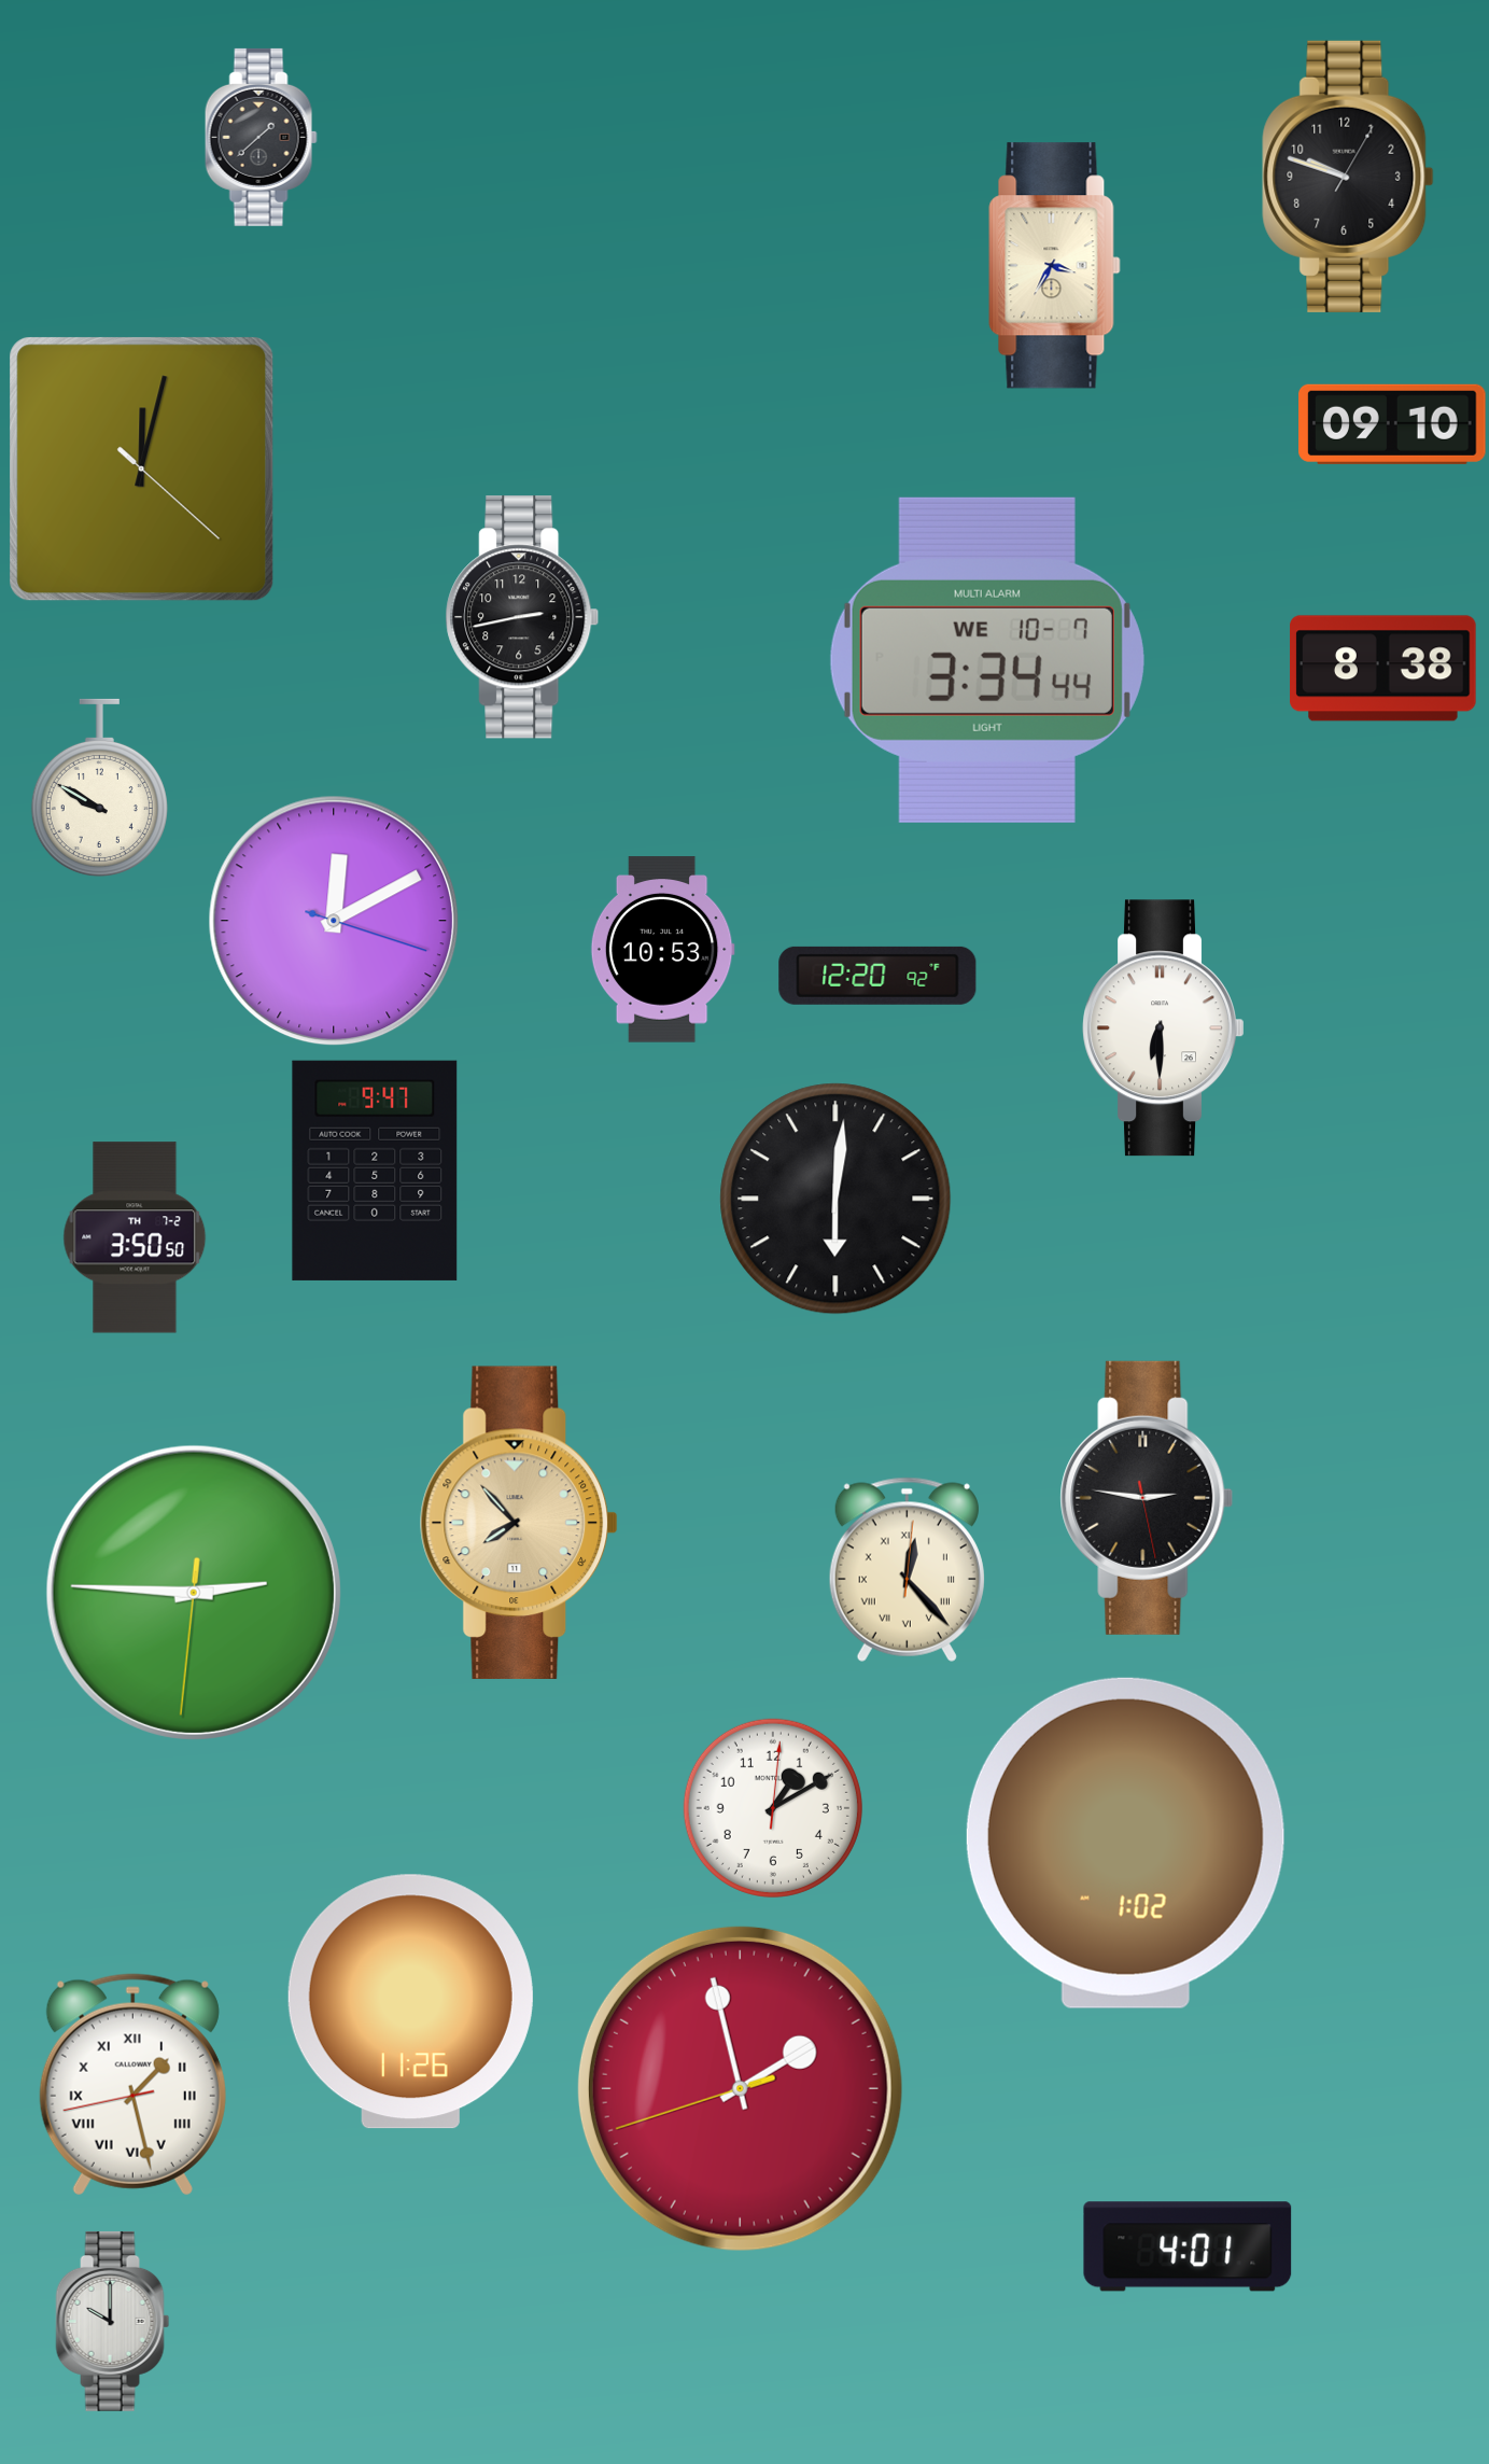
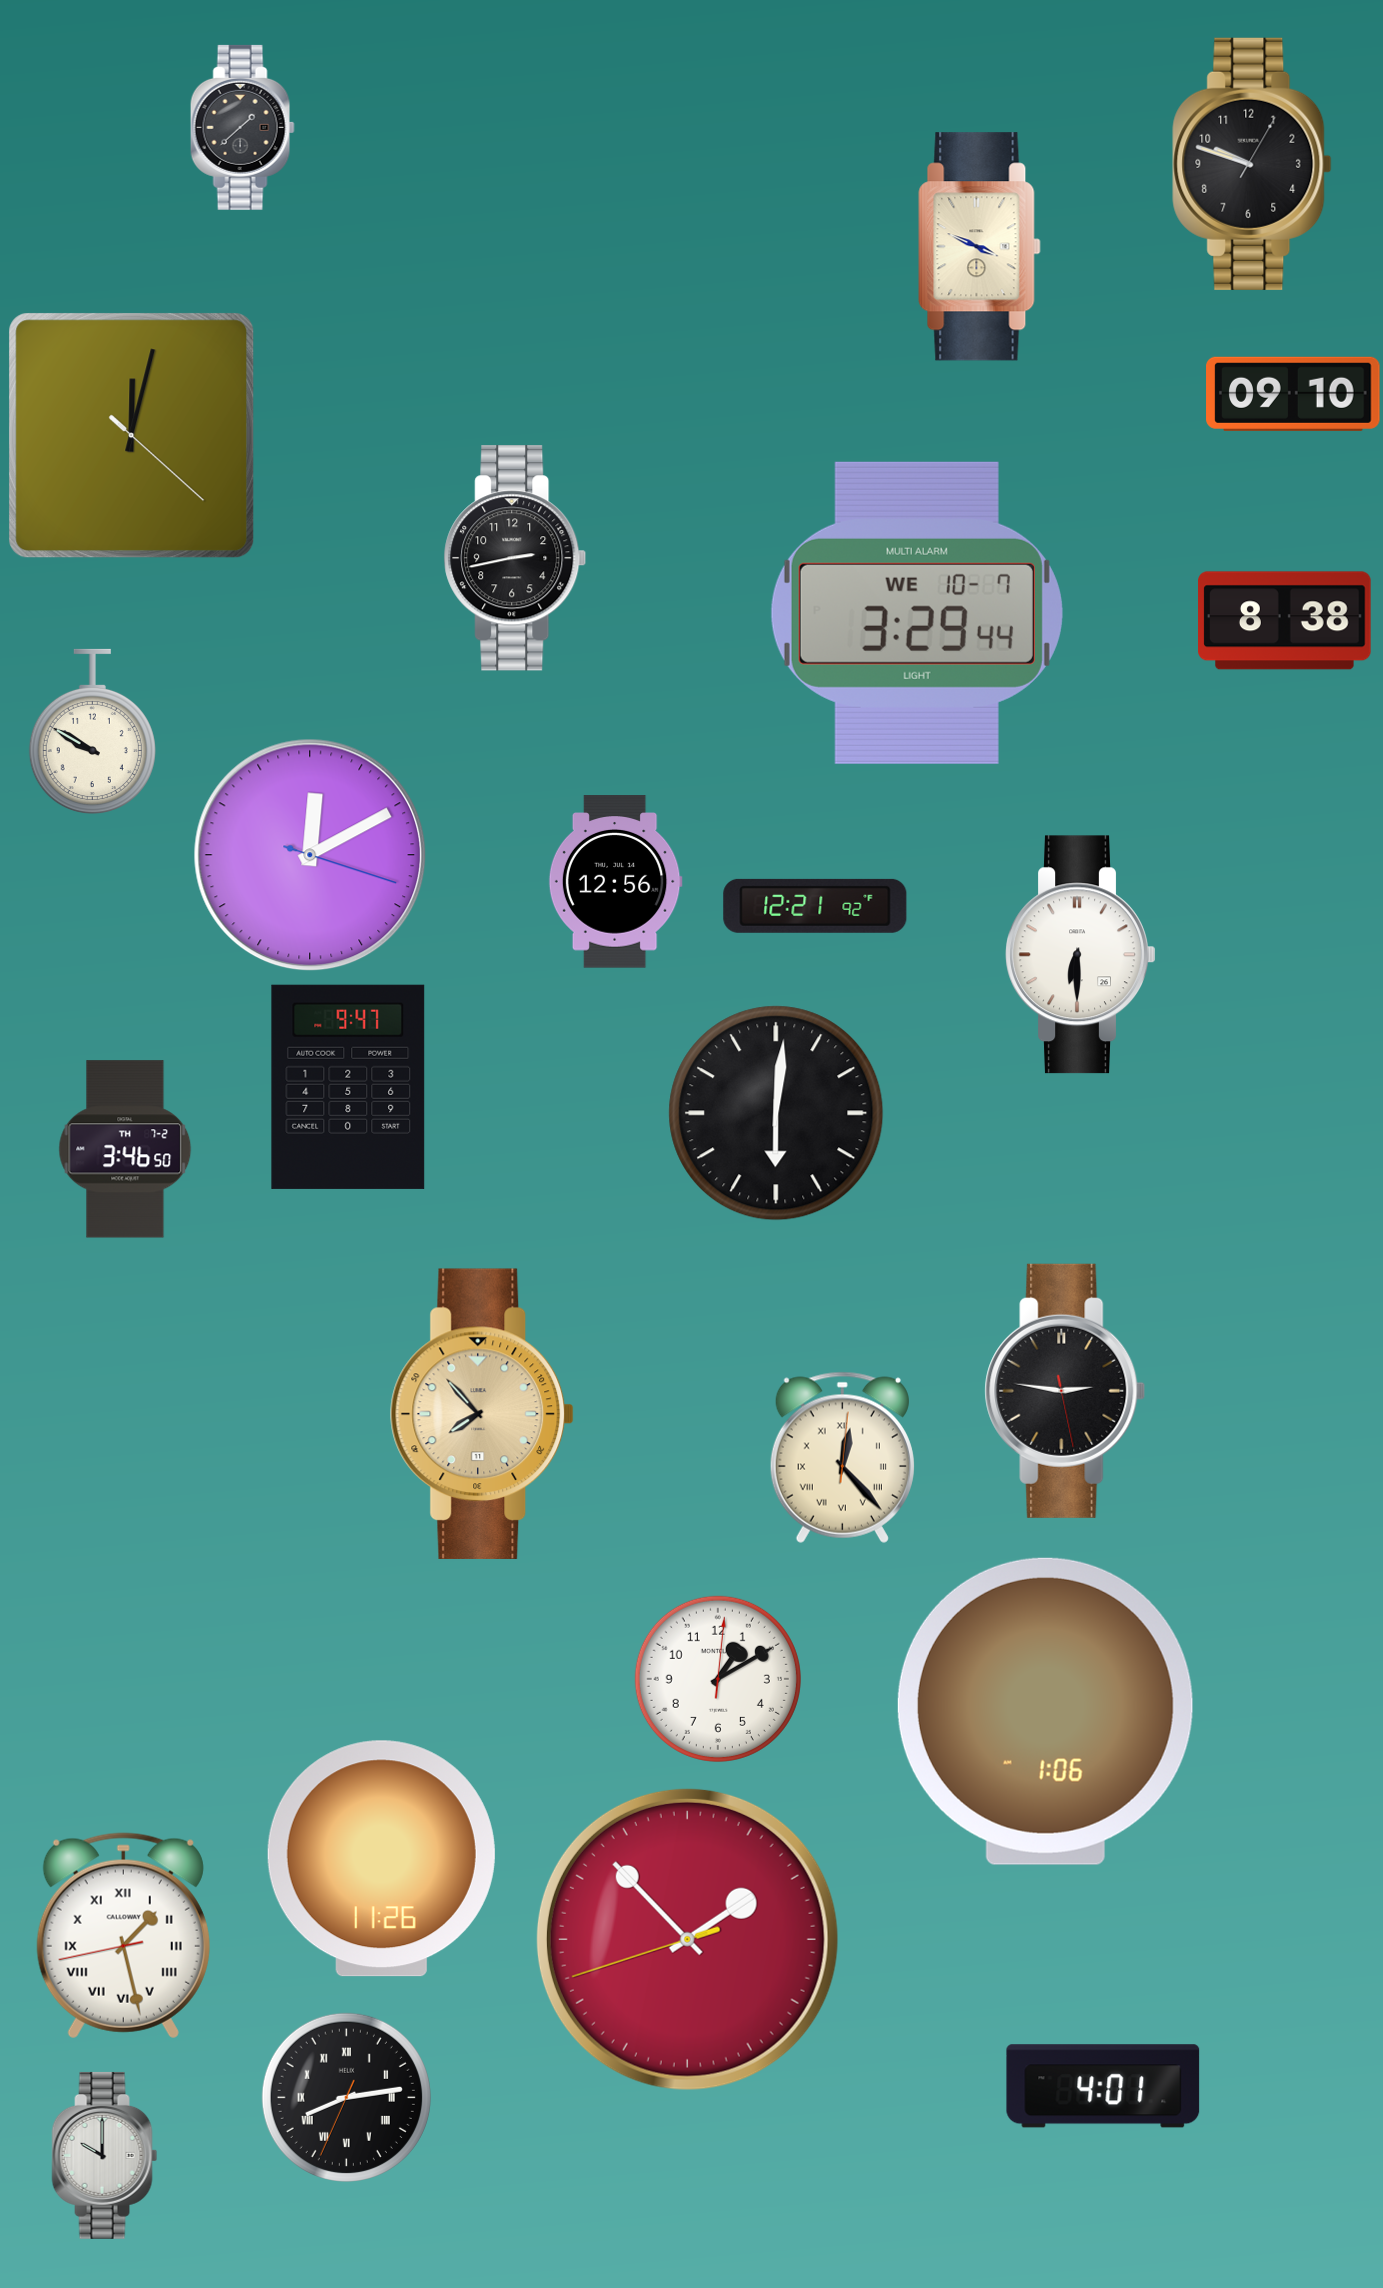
clock at (1055, 266): 3:35 -> 3:49
clock at (522, 617) position: (522, 617) -> (515, 558)
clock at (987, 660): 3:34 -> 3:29
clock at (662, 950): 10:53 -> 12:56
clock at (877, 976): 12:20 -> 12:21
clock at (135, 1237): 3:50 -> 3:46
clock at (194, 1593): 2:45 -> none
clock at (1125, 1843): 1:02 -> 1:06
clock at (740, 2088): 1:57 -> 1:52
clock at (346, 2097): none -> 8:13
